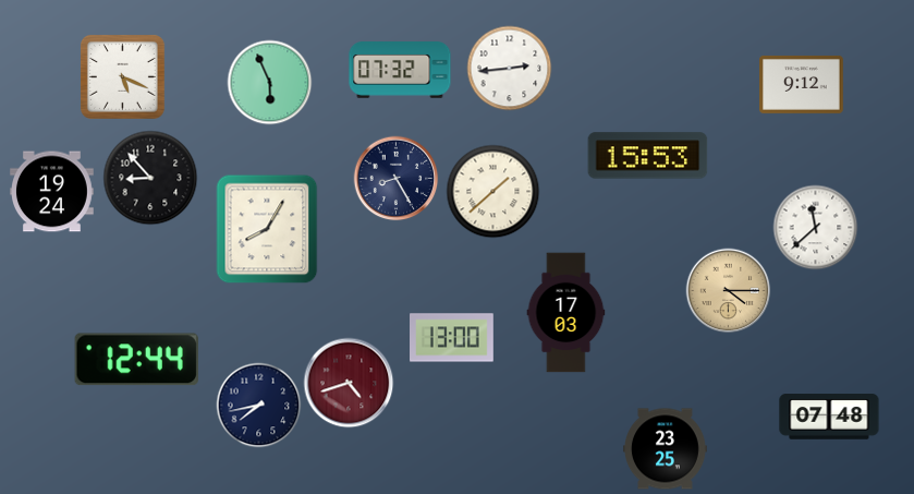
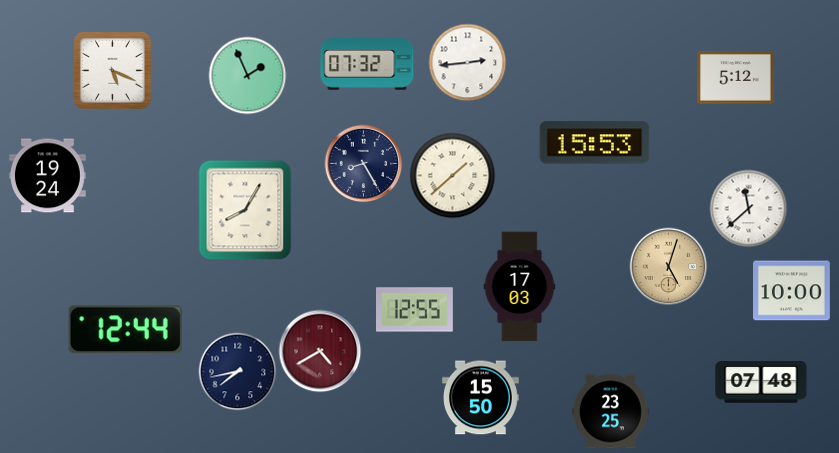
clock at (269, 82): 5:56 -> 1:56
clock at (802, 84): 9:12 -> 5:12
clock at (150, 178): 8:53 -> none
clock at (728, 290): 4:15 -> 5:03
clock at (792, 291): none -> 10:00
clock at (452, 338): 13:00 -> 12:55
clock at (349, 383): 4:42 -> 4:40
clock at (481, 398): none -> 15:50
